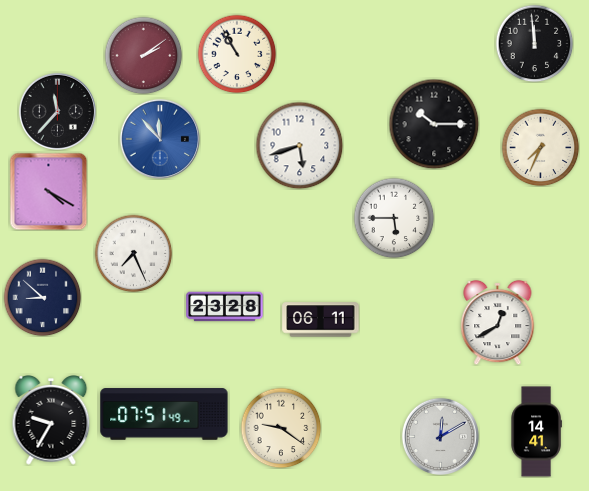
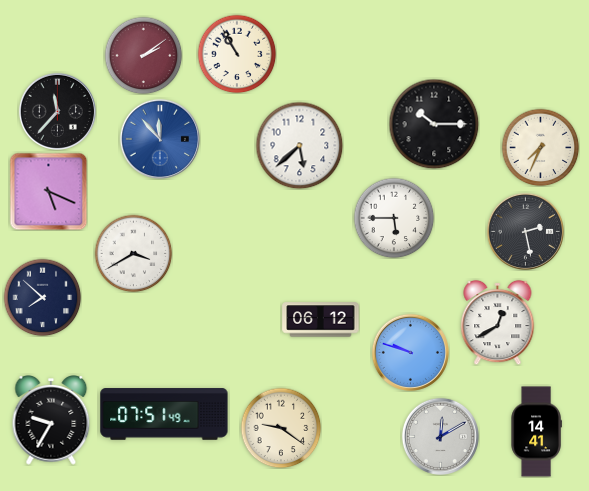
clock at (534, 43): 11:59 -> none
clock at (299, 145): 5:42 -> 5:38
clock at (48, 191): 4:20 -> 5:19
clock at (525, 231): none -> 2:28
clock at (133, 253): 7:26 -> 3:40
clock at (42, 297): 8:52 -> 7:52
clock at (225, 307): 23:28 -> none
clock at (321, 320): 06:11 -> 06:12
clock at (410, 352): none -> 9:48
